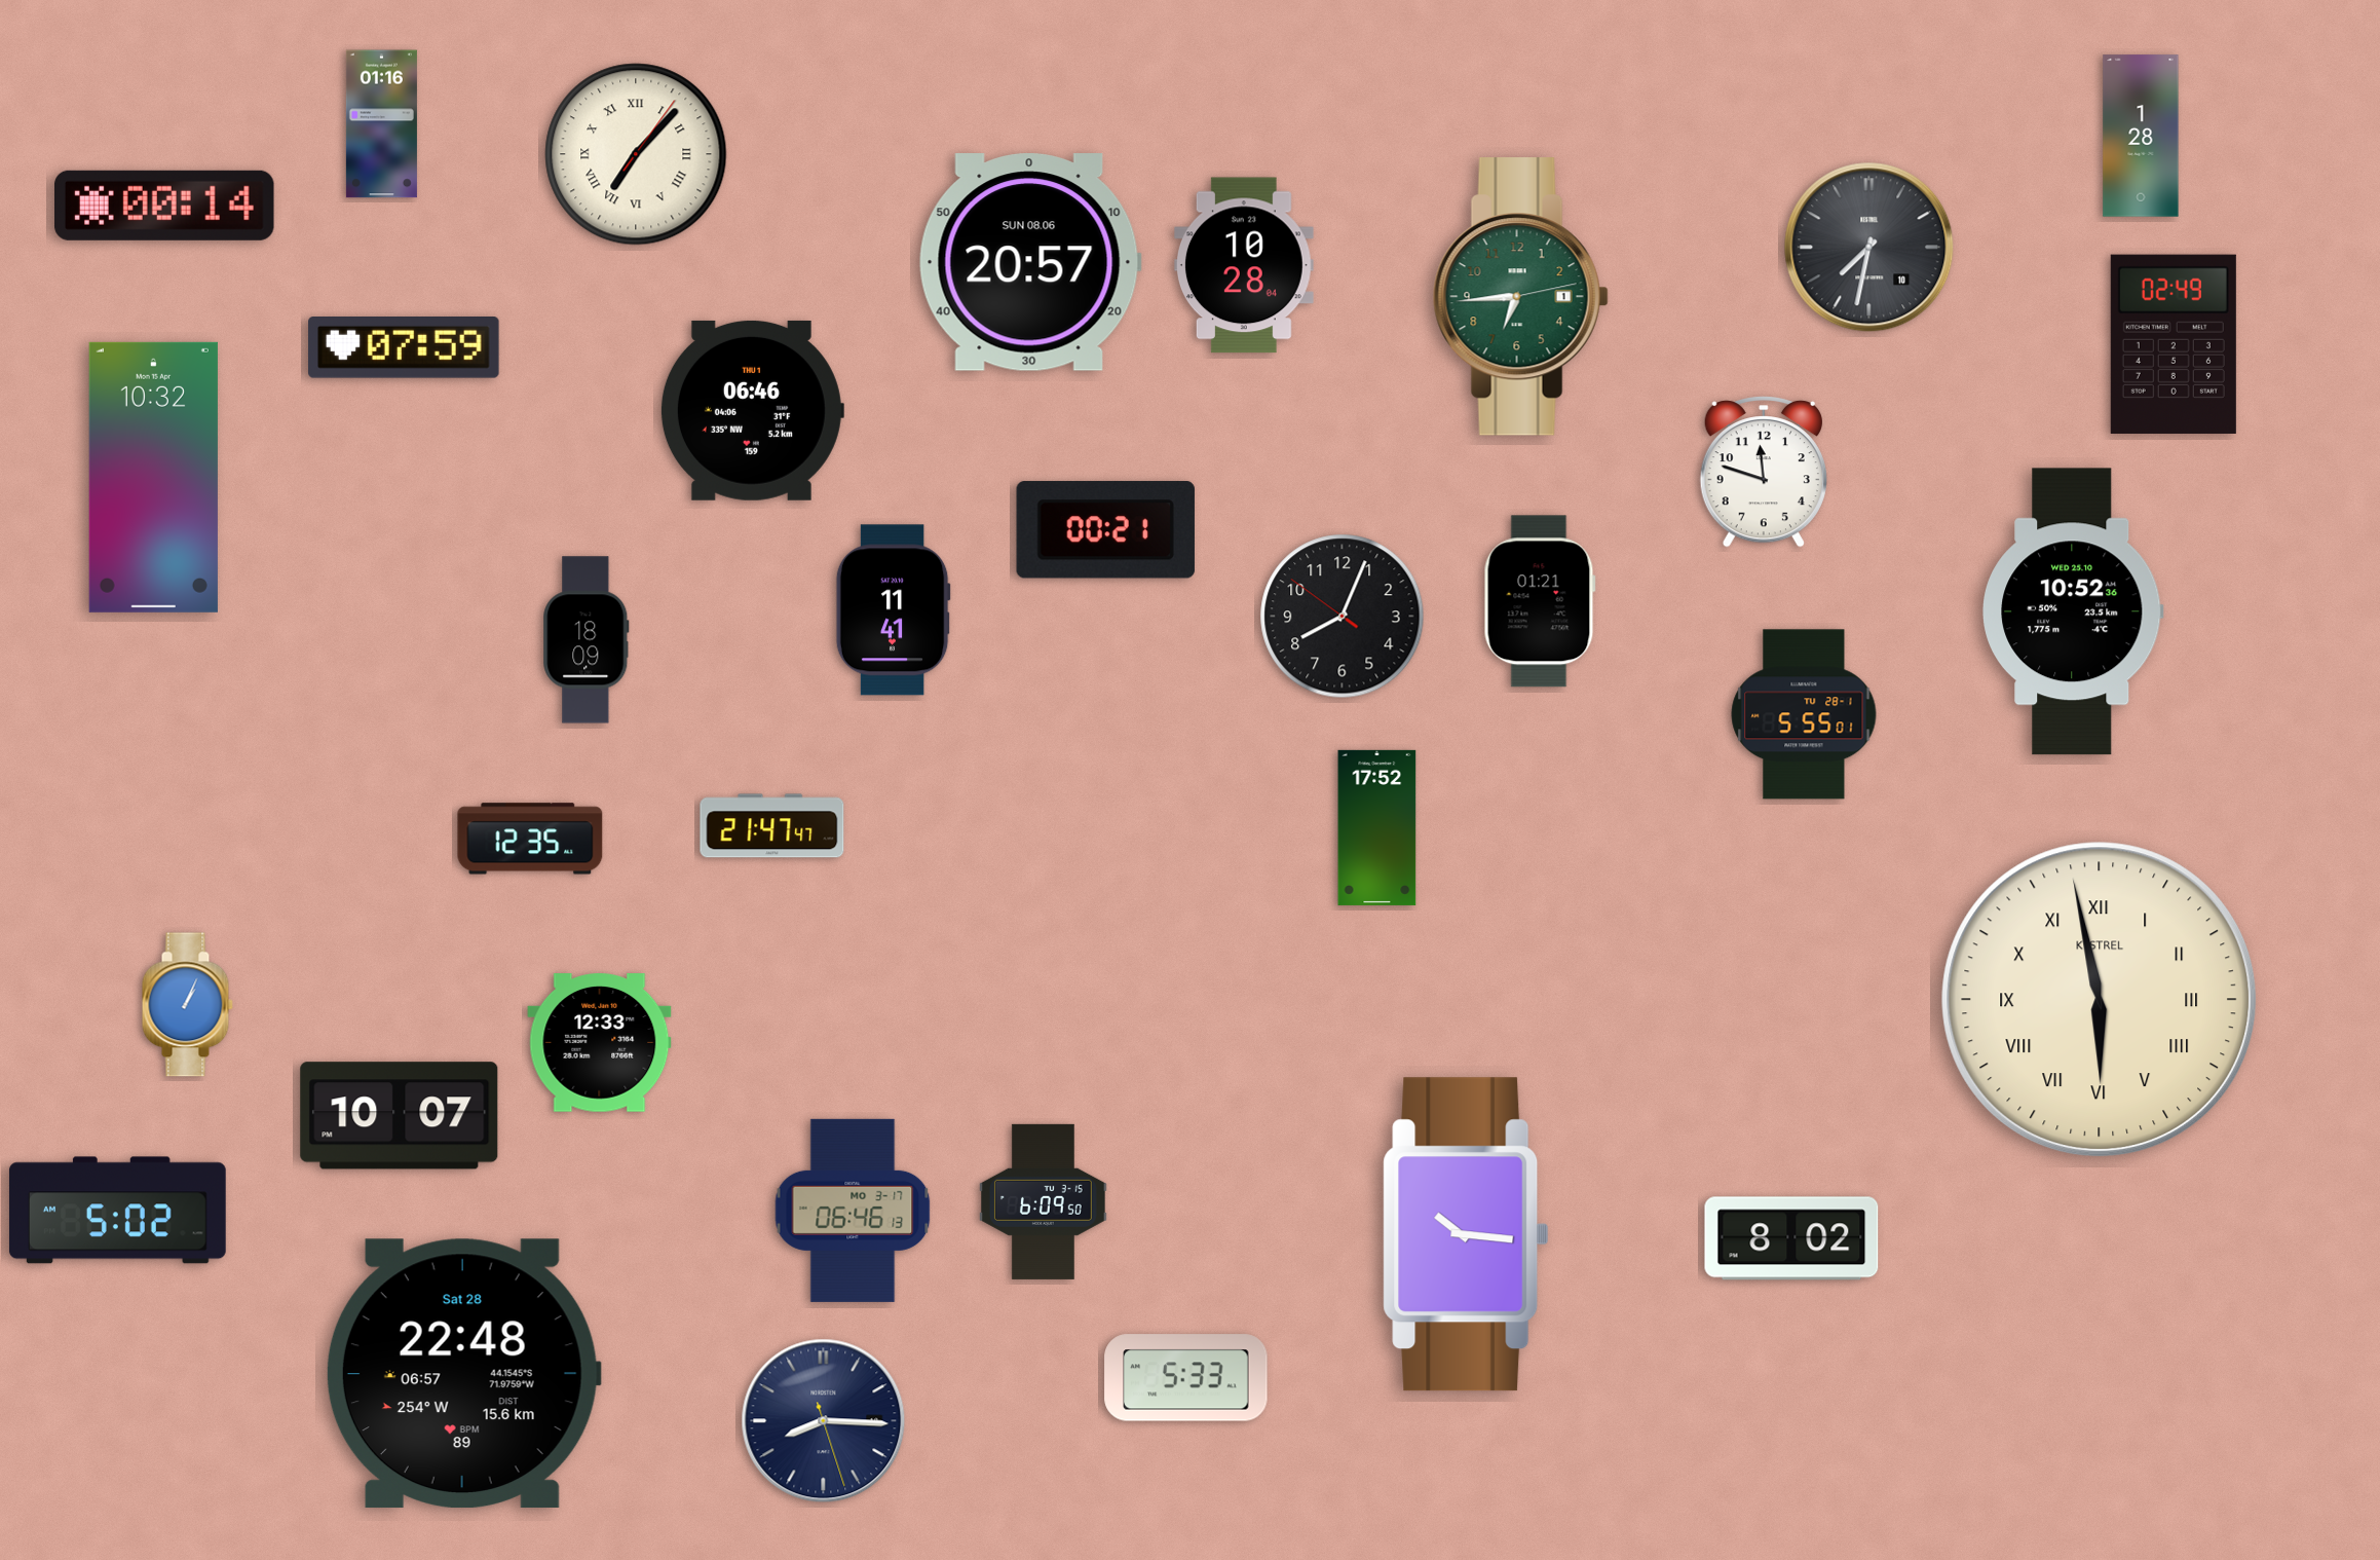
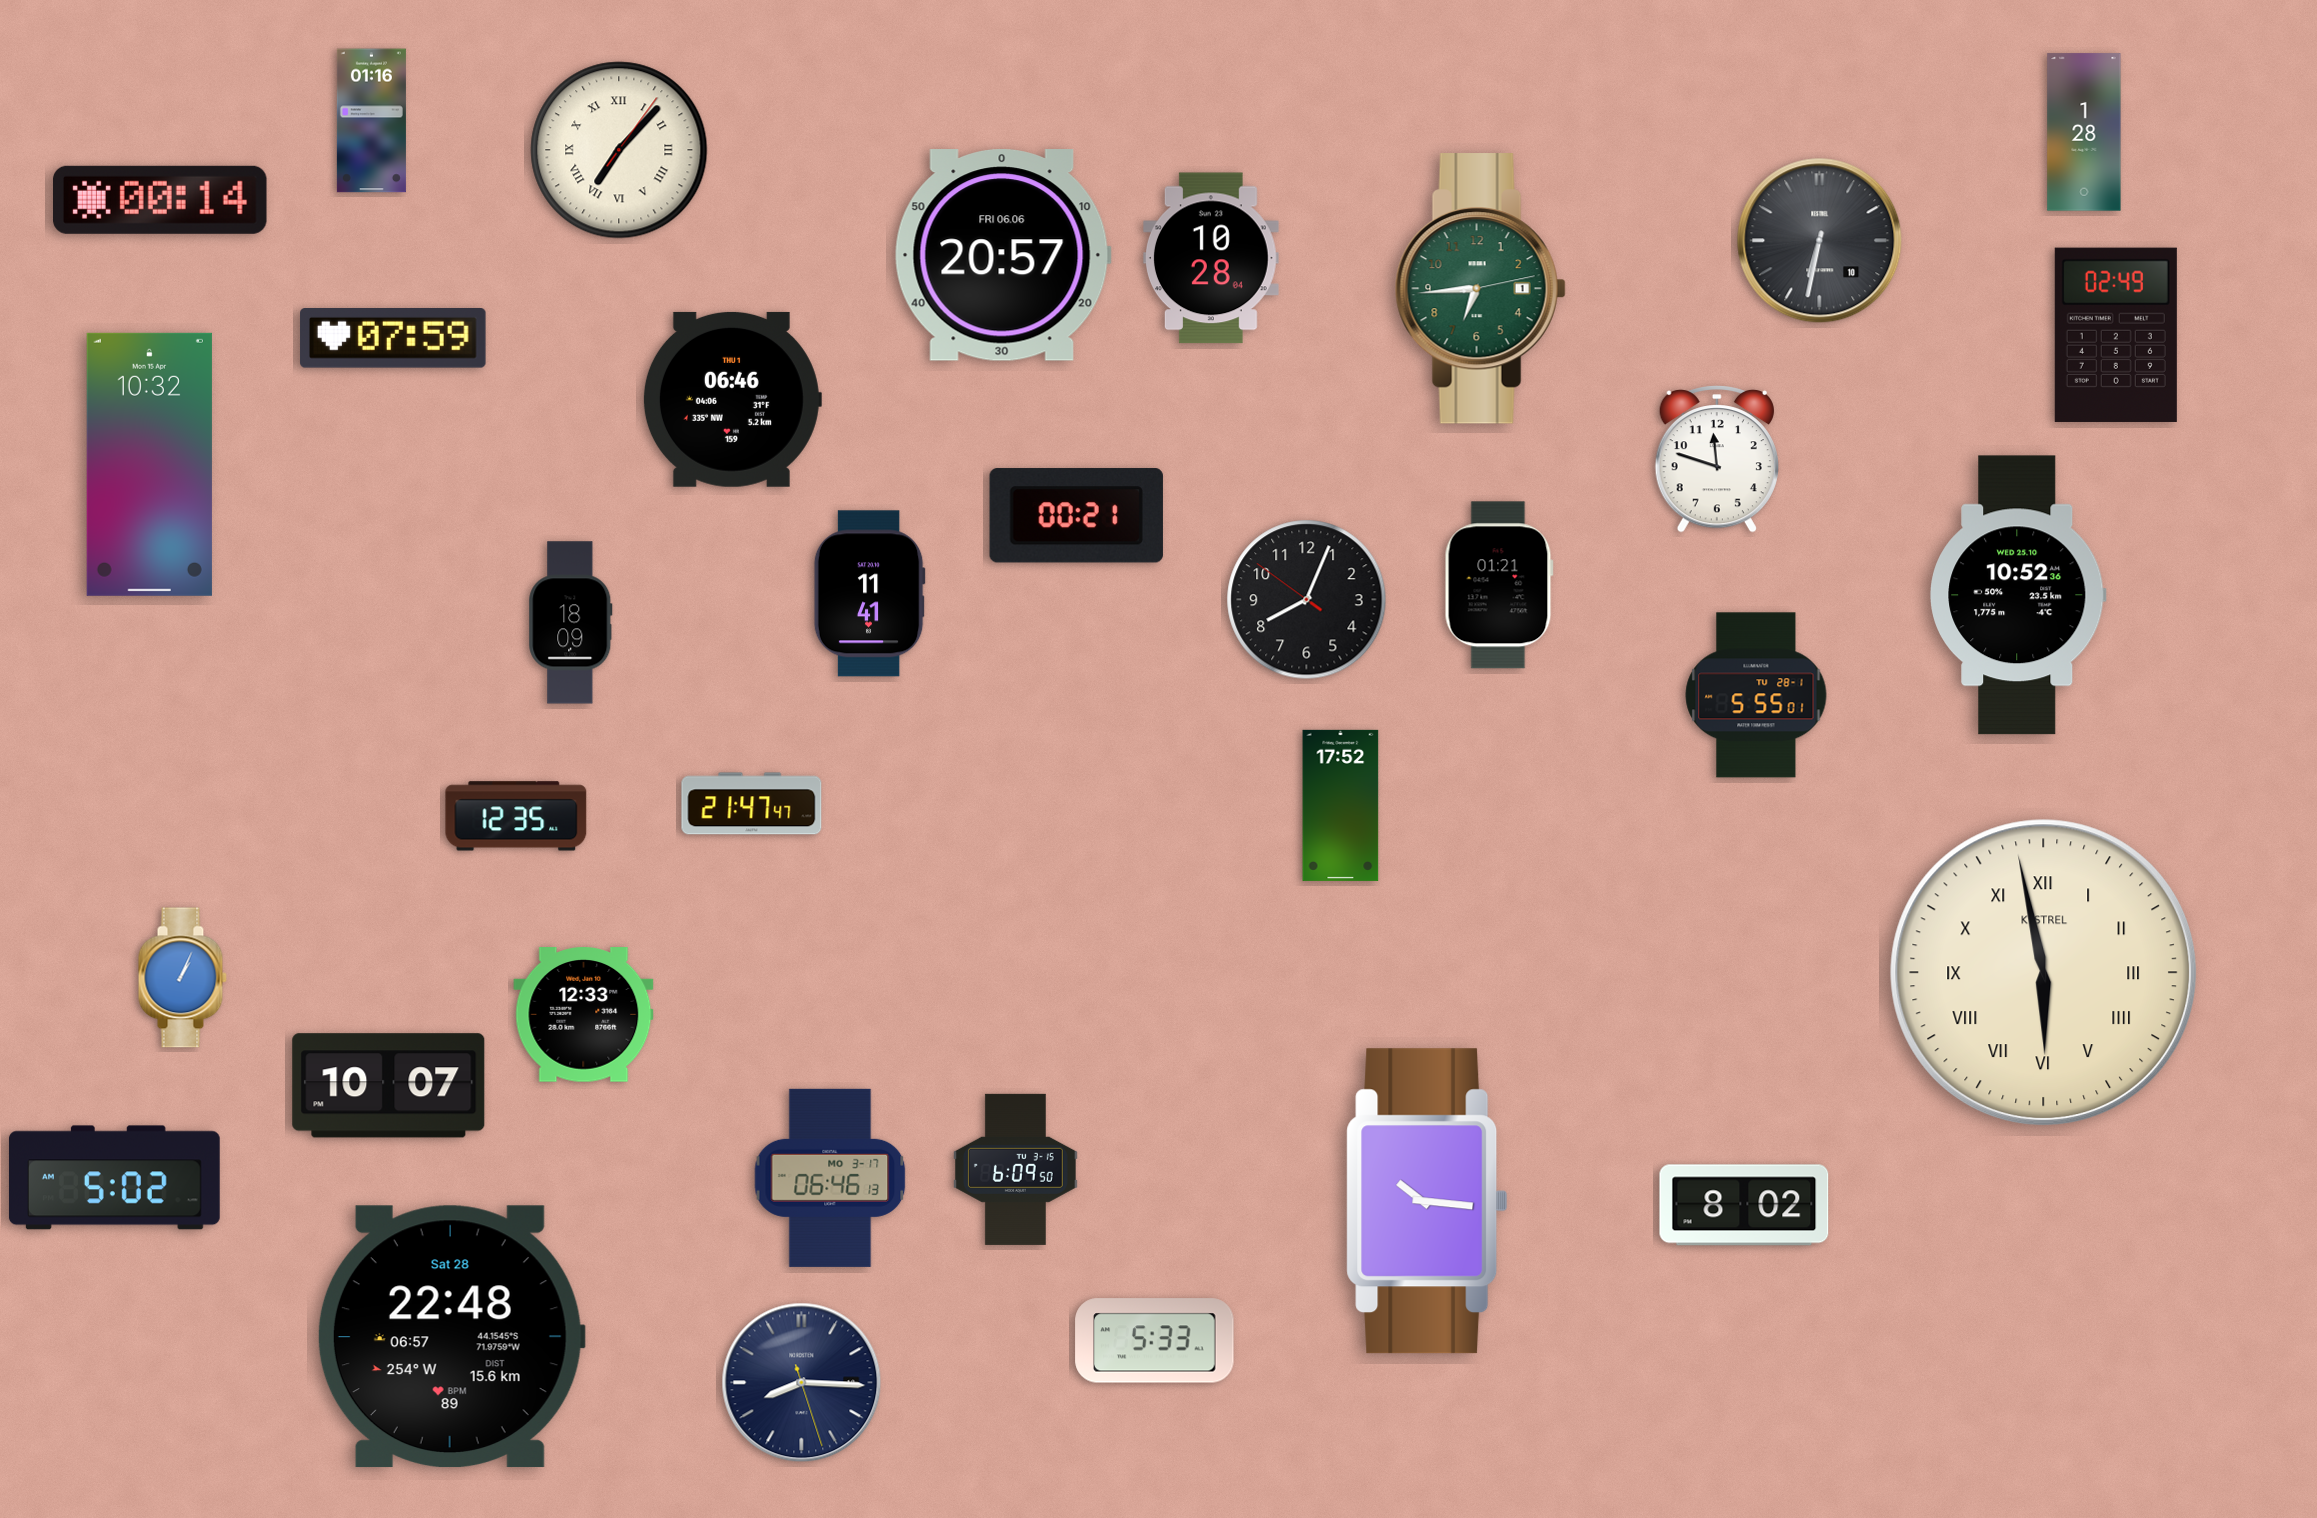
clock at (1869, 248): 7:32 -> 6:32
clock at (1030, 263) date: SUN 08.06 -> FRI 06.06
